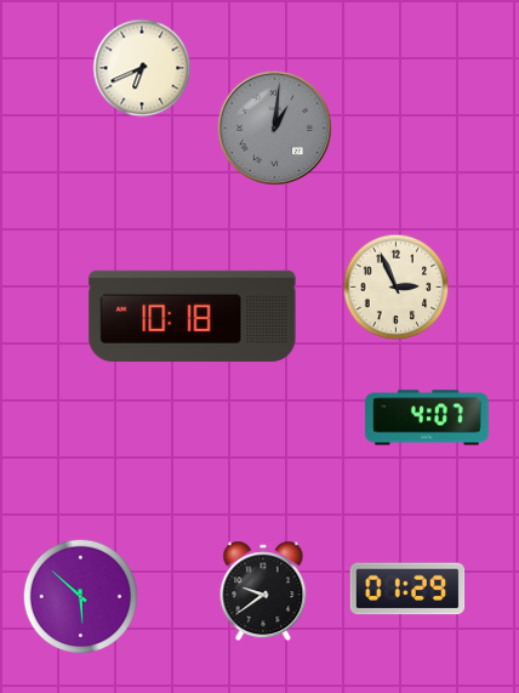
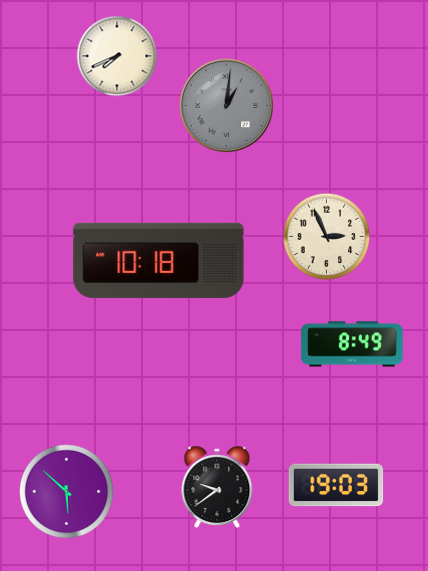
clock at (142, 68): 6:41 -> 7:41
clock at (427, 417): 4:07 -> 8:49
clock at (407, 589): 01:29 -> 19:03
